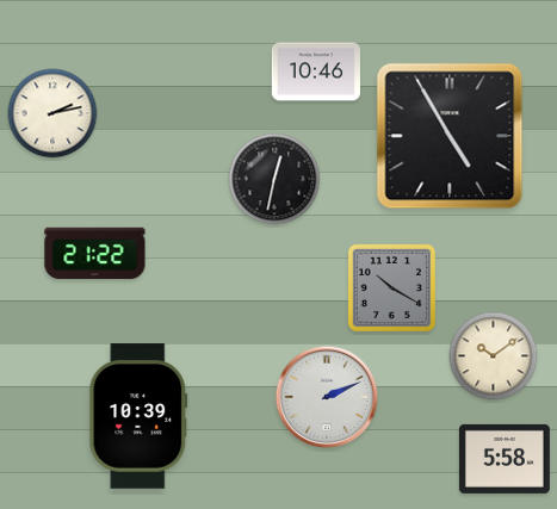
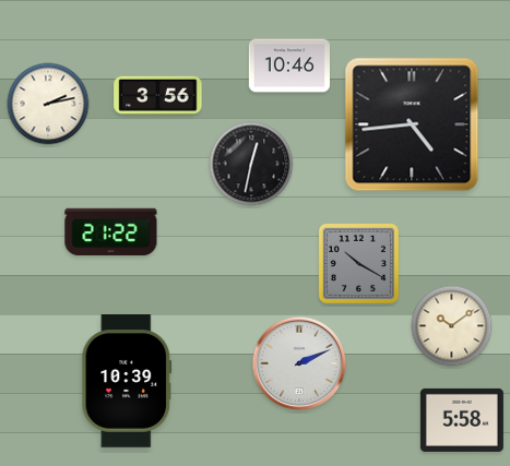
clock at (158, 95): none -> 3:56
clock at (450, 136): 4:55 -> 4:44
clock at (95, 254) position: (95, 254) -> (111, 232)
